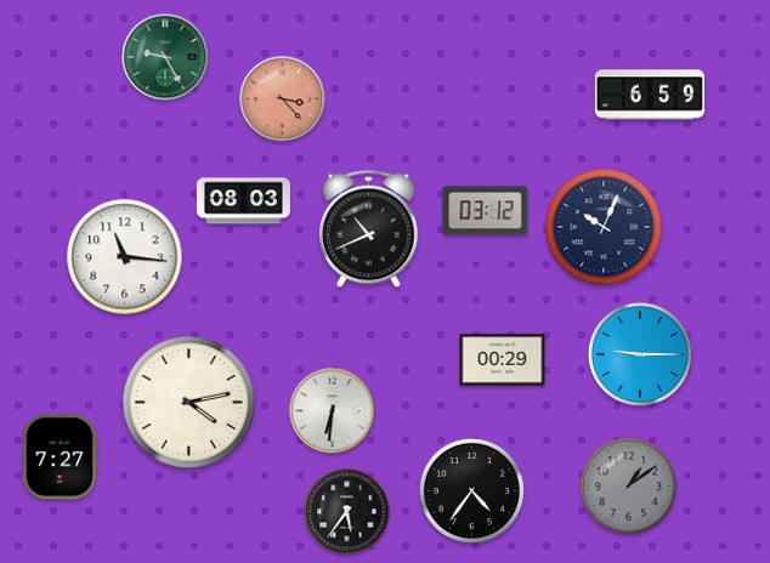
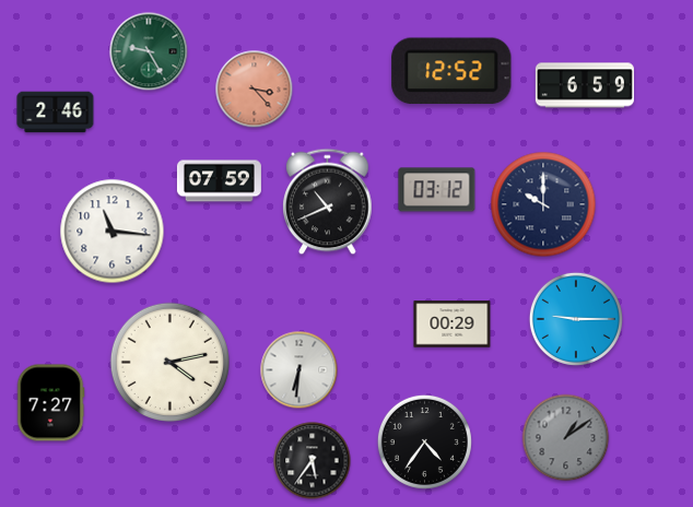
clock at (451, 71): none -> 12:52
clock at (56, 113): none -> 2:46
clock at (243, 201): 08:03 -> 07:59
clock at (604, 227): 10:04 -> 10:00
clock at (369, 229) position: (369, 229) -> (328, 202)
clock at (60, 457) position: (60, 457) -> (50, 403)
